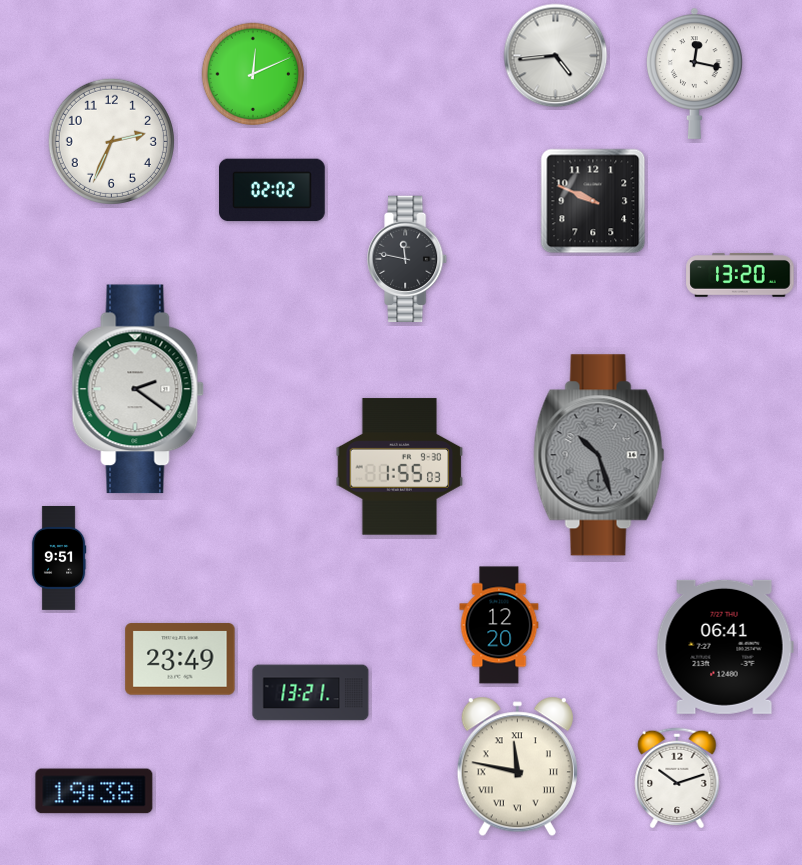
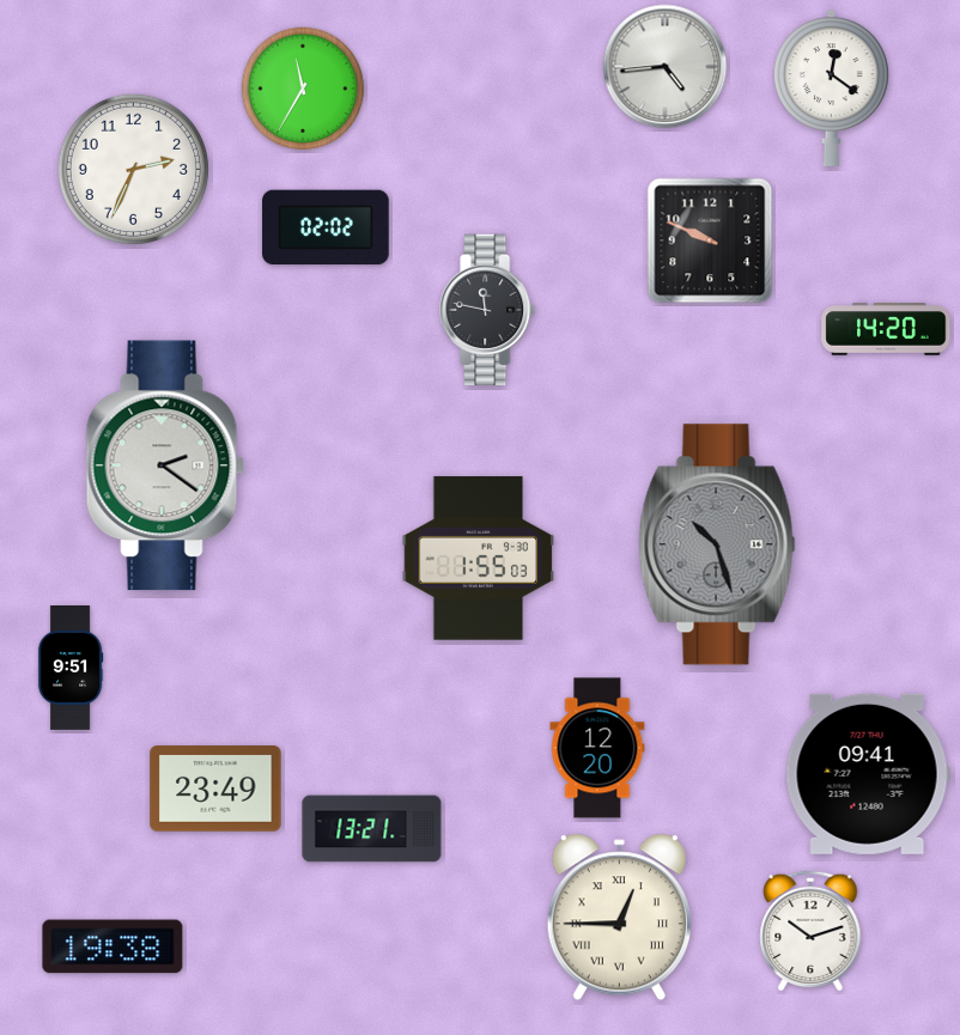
clock at (695, 73): 12:17 -> 12:21
clock at (253, 74): 12:11 -> 11:35
clock at (740, 276): 13:20 -> 14:20
clock at (725, 647): 06:41 -> 09:41
clock at (517, 767): 11:47 -> 12:45
